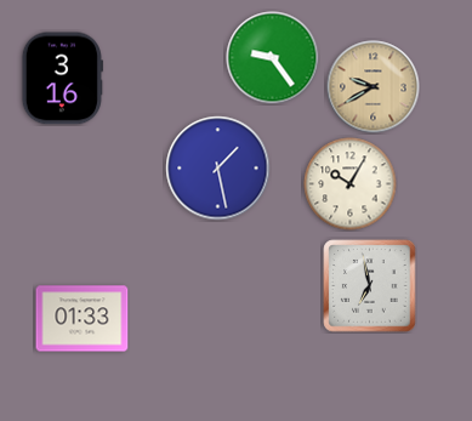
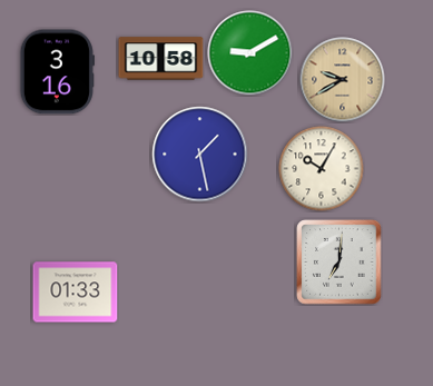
clock at (273, 58): 9:24 -> 9:10
clock at (161, 59): none -> 10:58
clock at (370, 286): 6:58 -> 7:01
